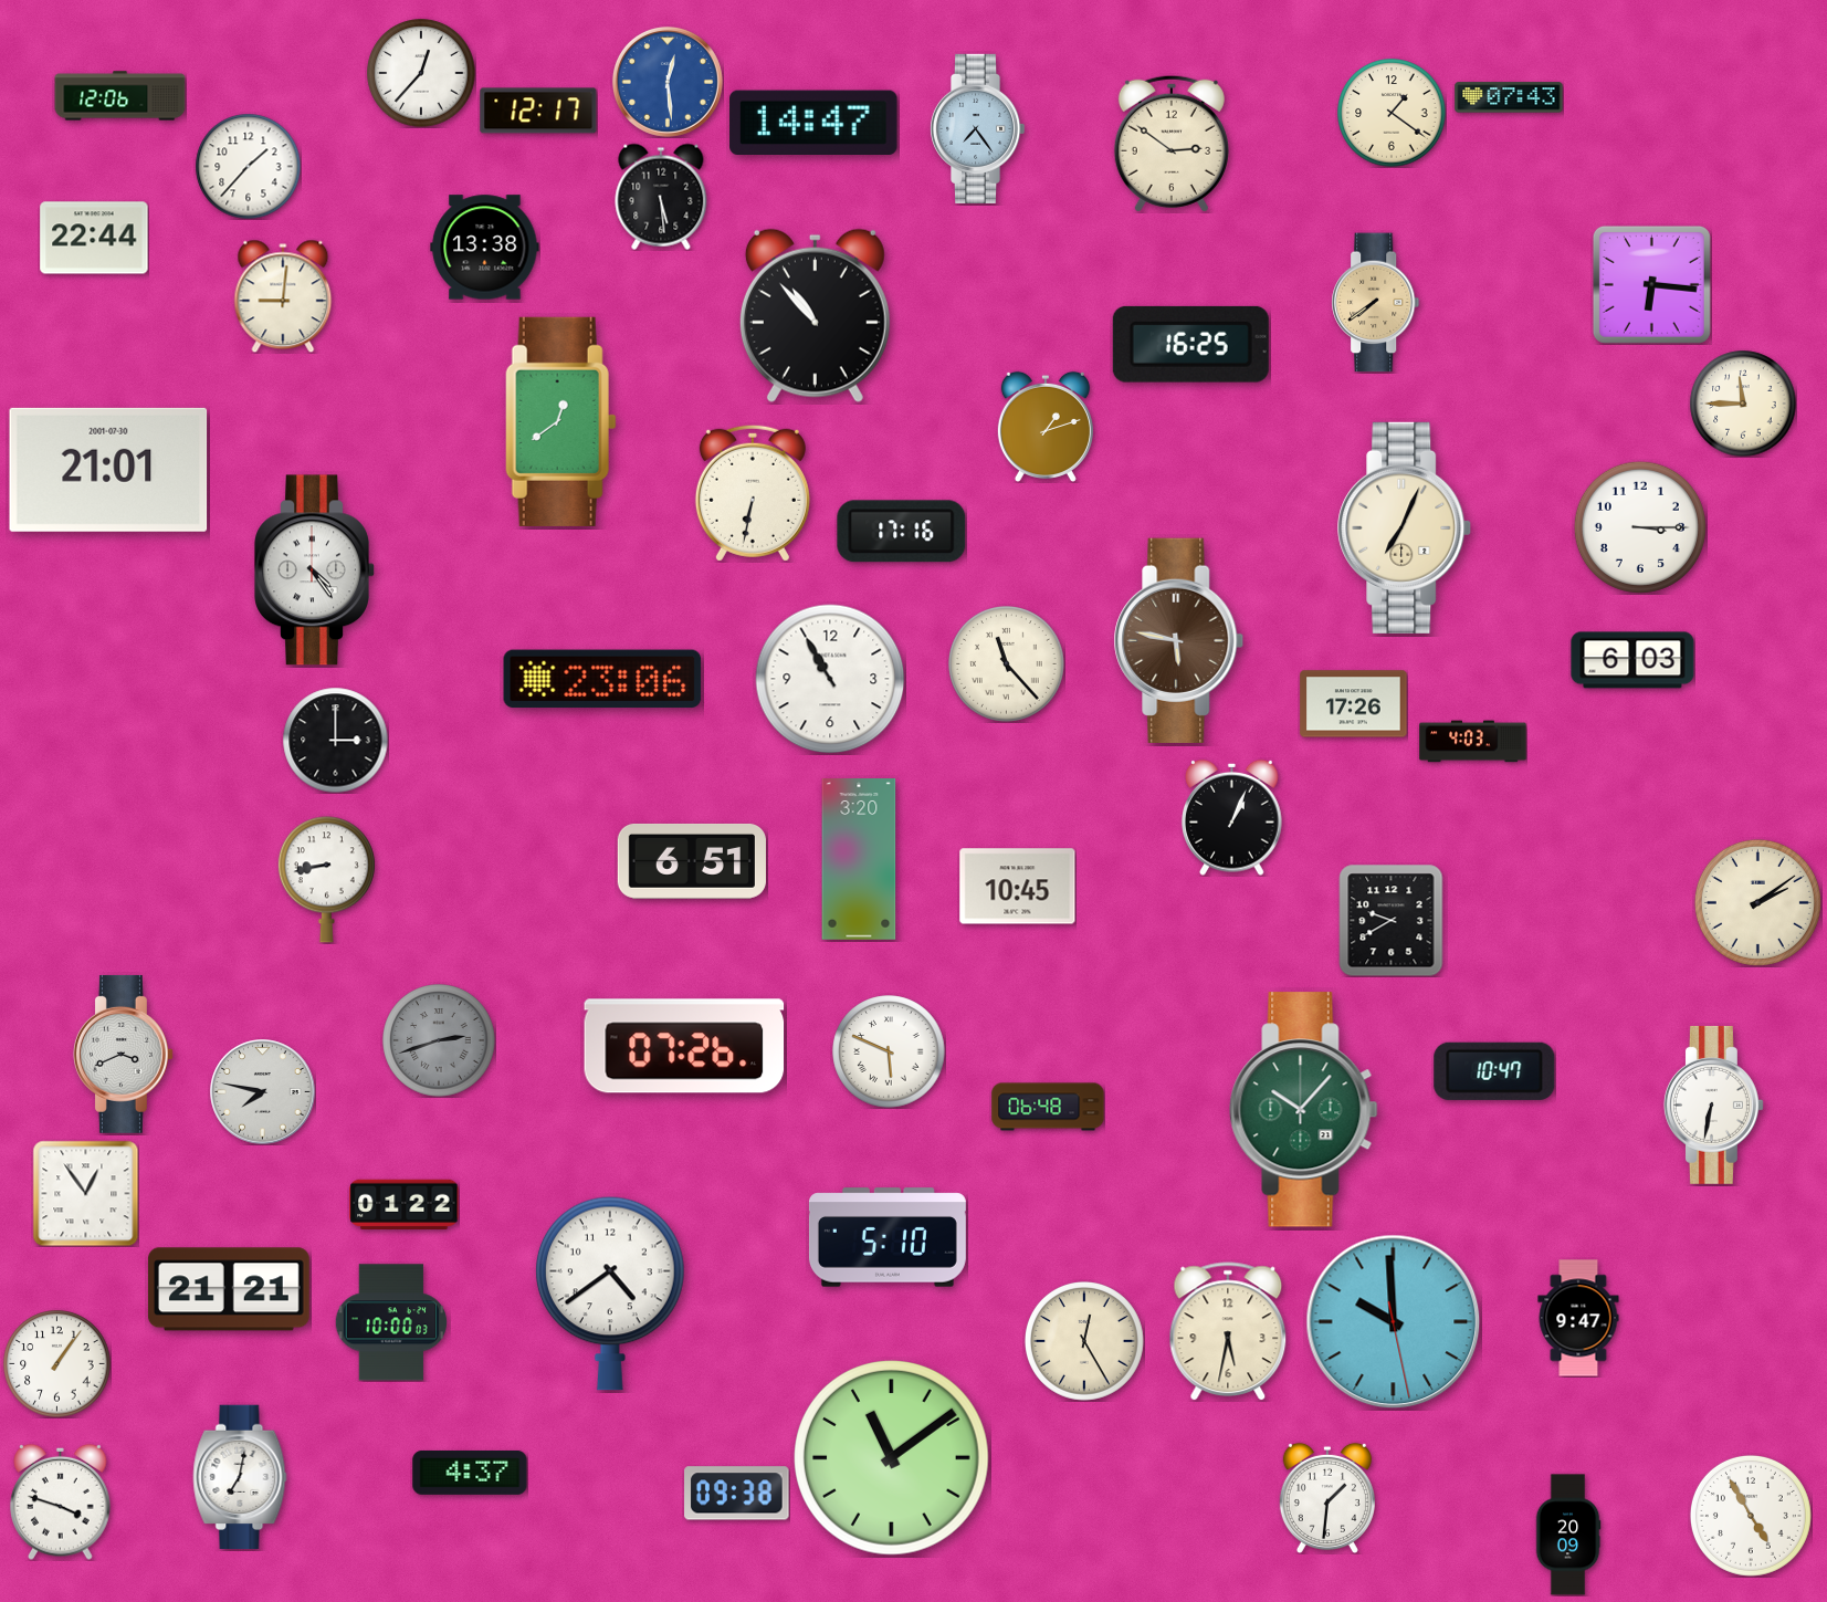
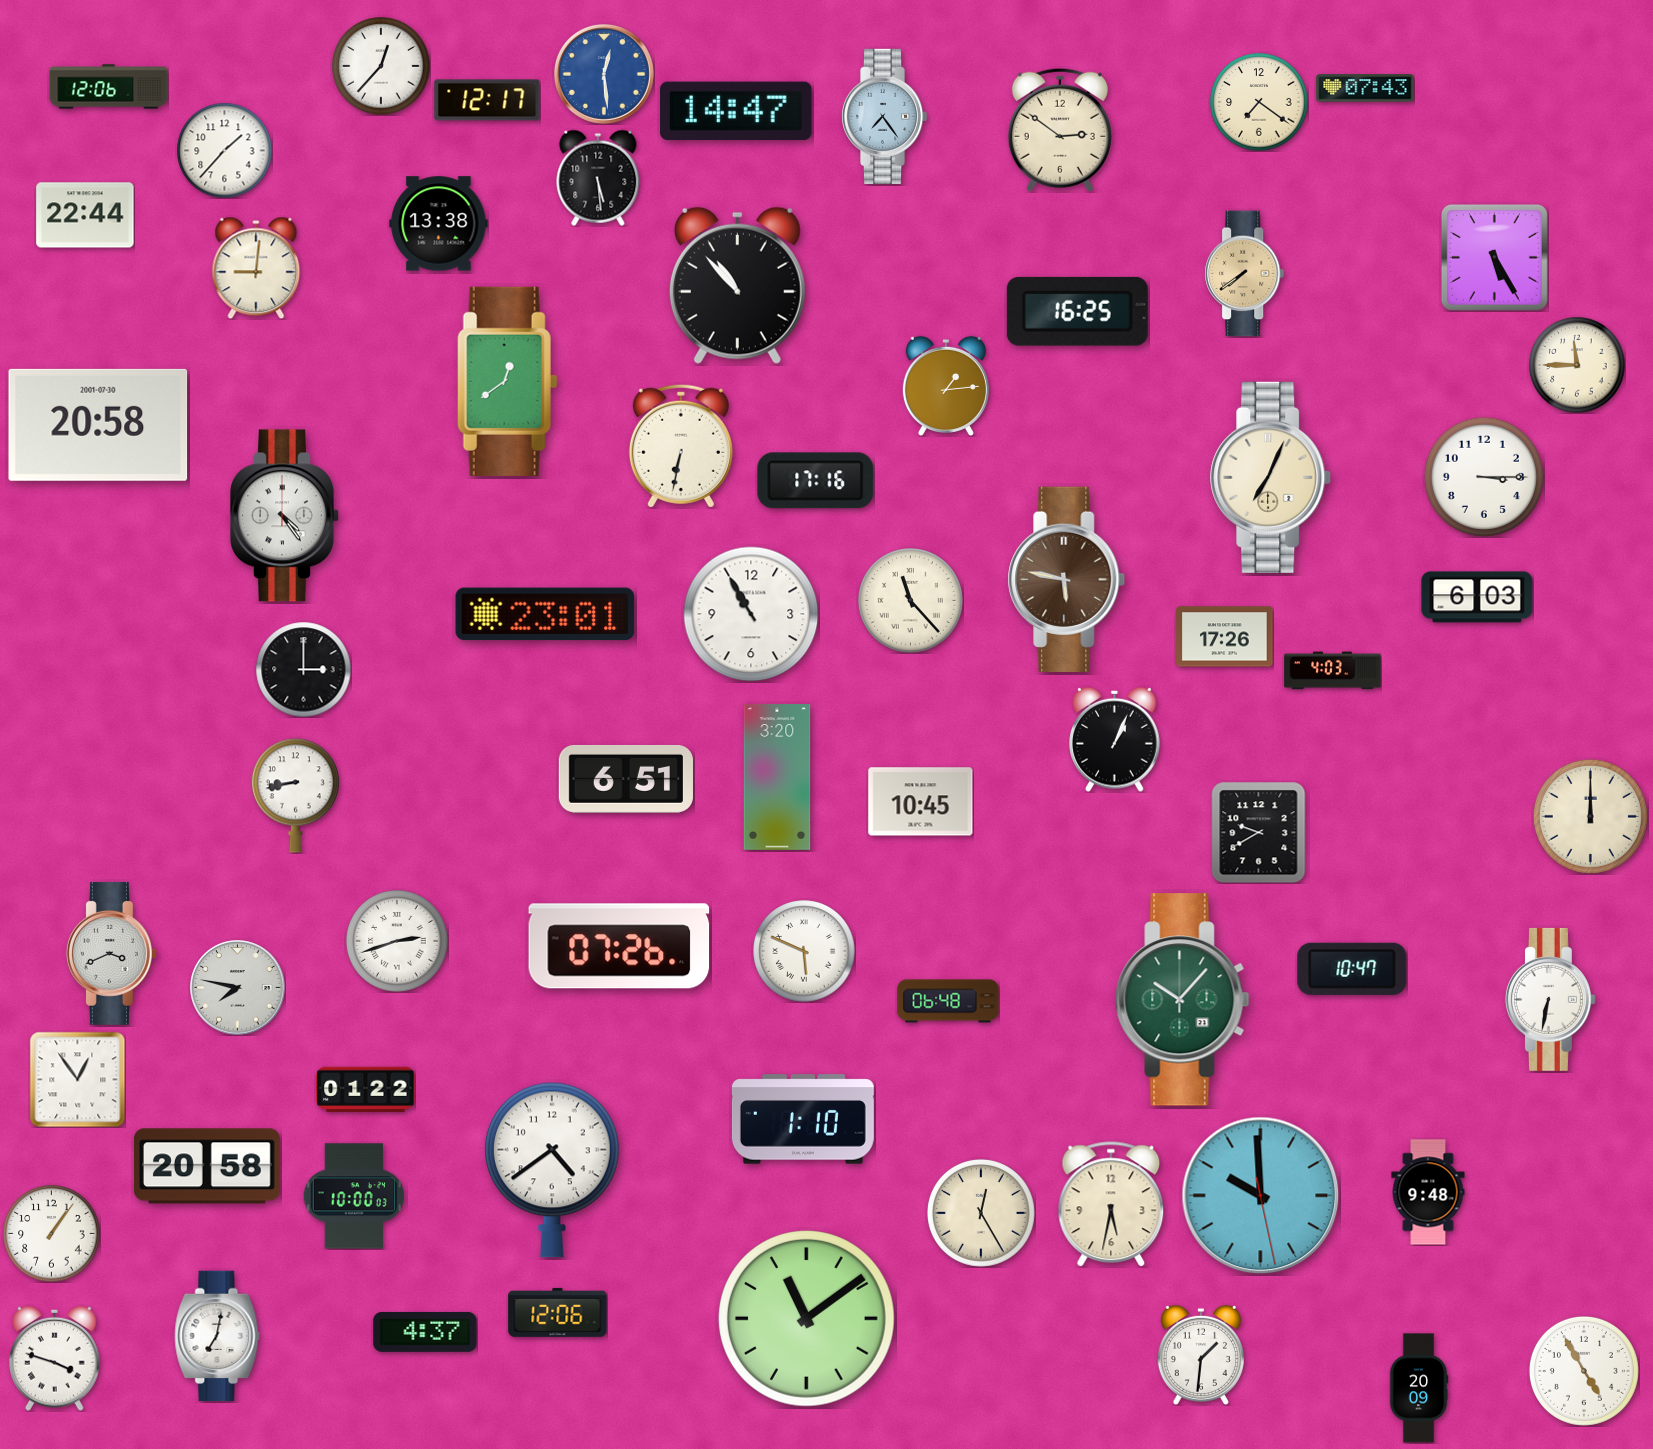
clock at (1392, 113): 1:21 -> 7:21
clock at (1651, 284): 6:16 -> 5:25
clock at (1046, 426): 1:12 -> 1:14
clock at (108, 470): 21:01 -> 20:58
clock at (602, 679): 23:06 -> 23:01
clock at (1757, 902): 2:09 -> 12:00
clock at (439, 1040) dial: grey -> white
clock at (1304, 1110) position: (1304, 1110) -> (1183, 1000)
clock at (888, 1237): 5:10 -> 1:10
clock at (229, 1289): 21:21 -> 20:58
clock at (1578, 1318): 9:47 -> 9:48
clock at (558, 1312): none -> 12:06
clock at (737, 1494): 09:38 -> none
